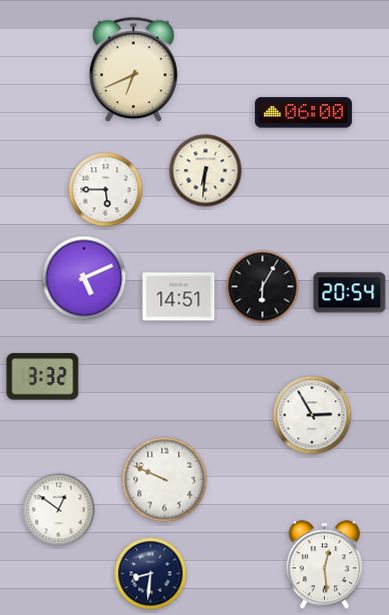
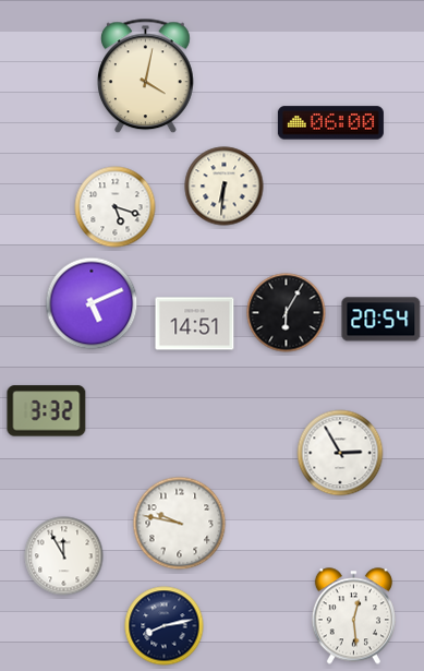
clock at (133, 70): 6:41 -> 4:02
clock at (106, 190): 5:45 -> 5:18
clock at (165, 480): 9:49 -> 9:47
clock at (59, 510): 12:51 -> 11:55
clock at (151, 574): 8:31 -> 8:13
